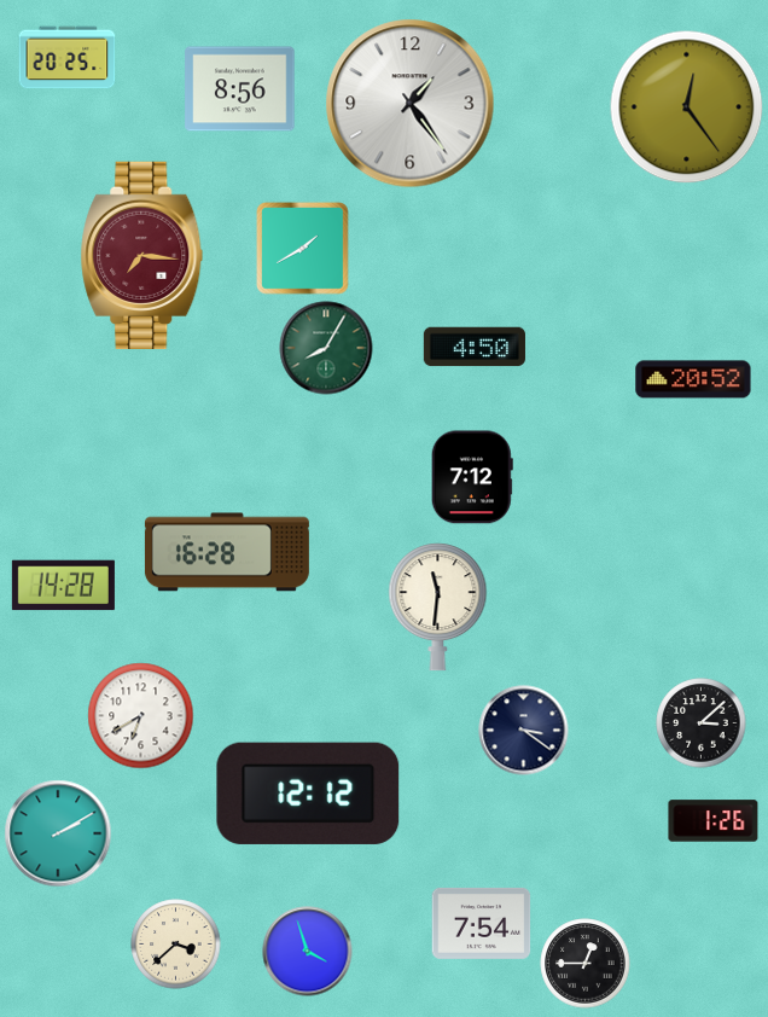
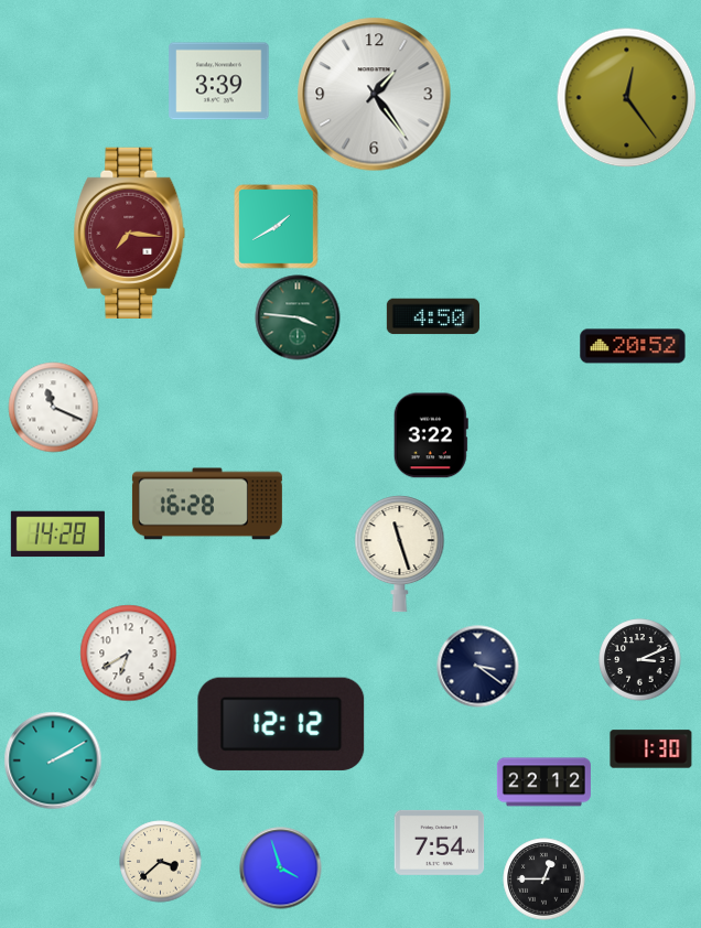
clock at (68, 58): 20:25 -> none
clock at (240, 89): 8:56 -> 3:39
clock at (326, 348): 8:05 -> 3:46
clock at (54, 408): none -> 11:19
clock at (472, 477): 7:12 -> 3:22
clock at (438, 608): 11:31 -> 11:27
clock at (702, 723): 3:08 -> 3:11
clock at (714, 821): 1:26 -> 1:30
clock at (543, 783): none -> 22:12
clock at (586, 964) position: (586, 964) -> (544, 880)
